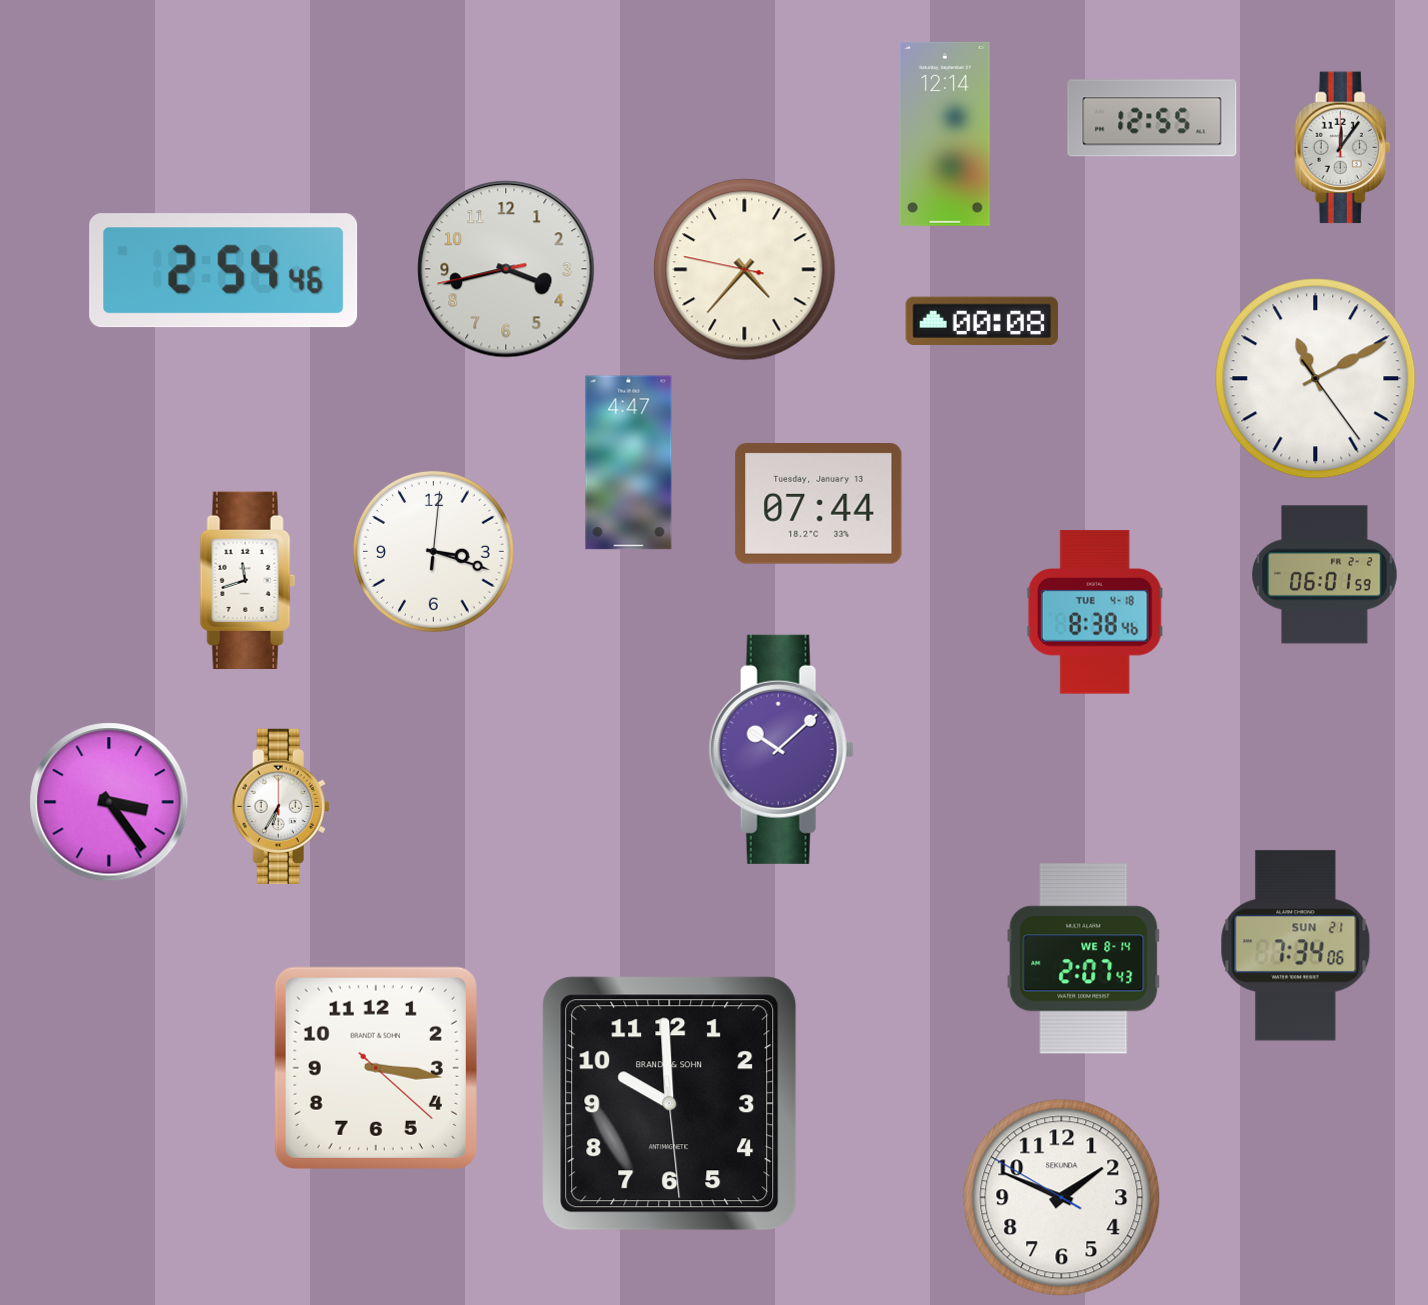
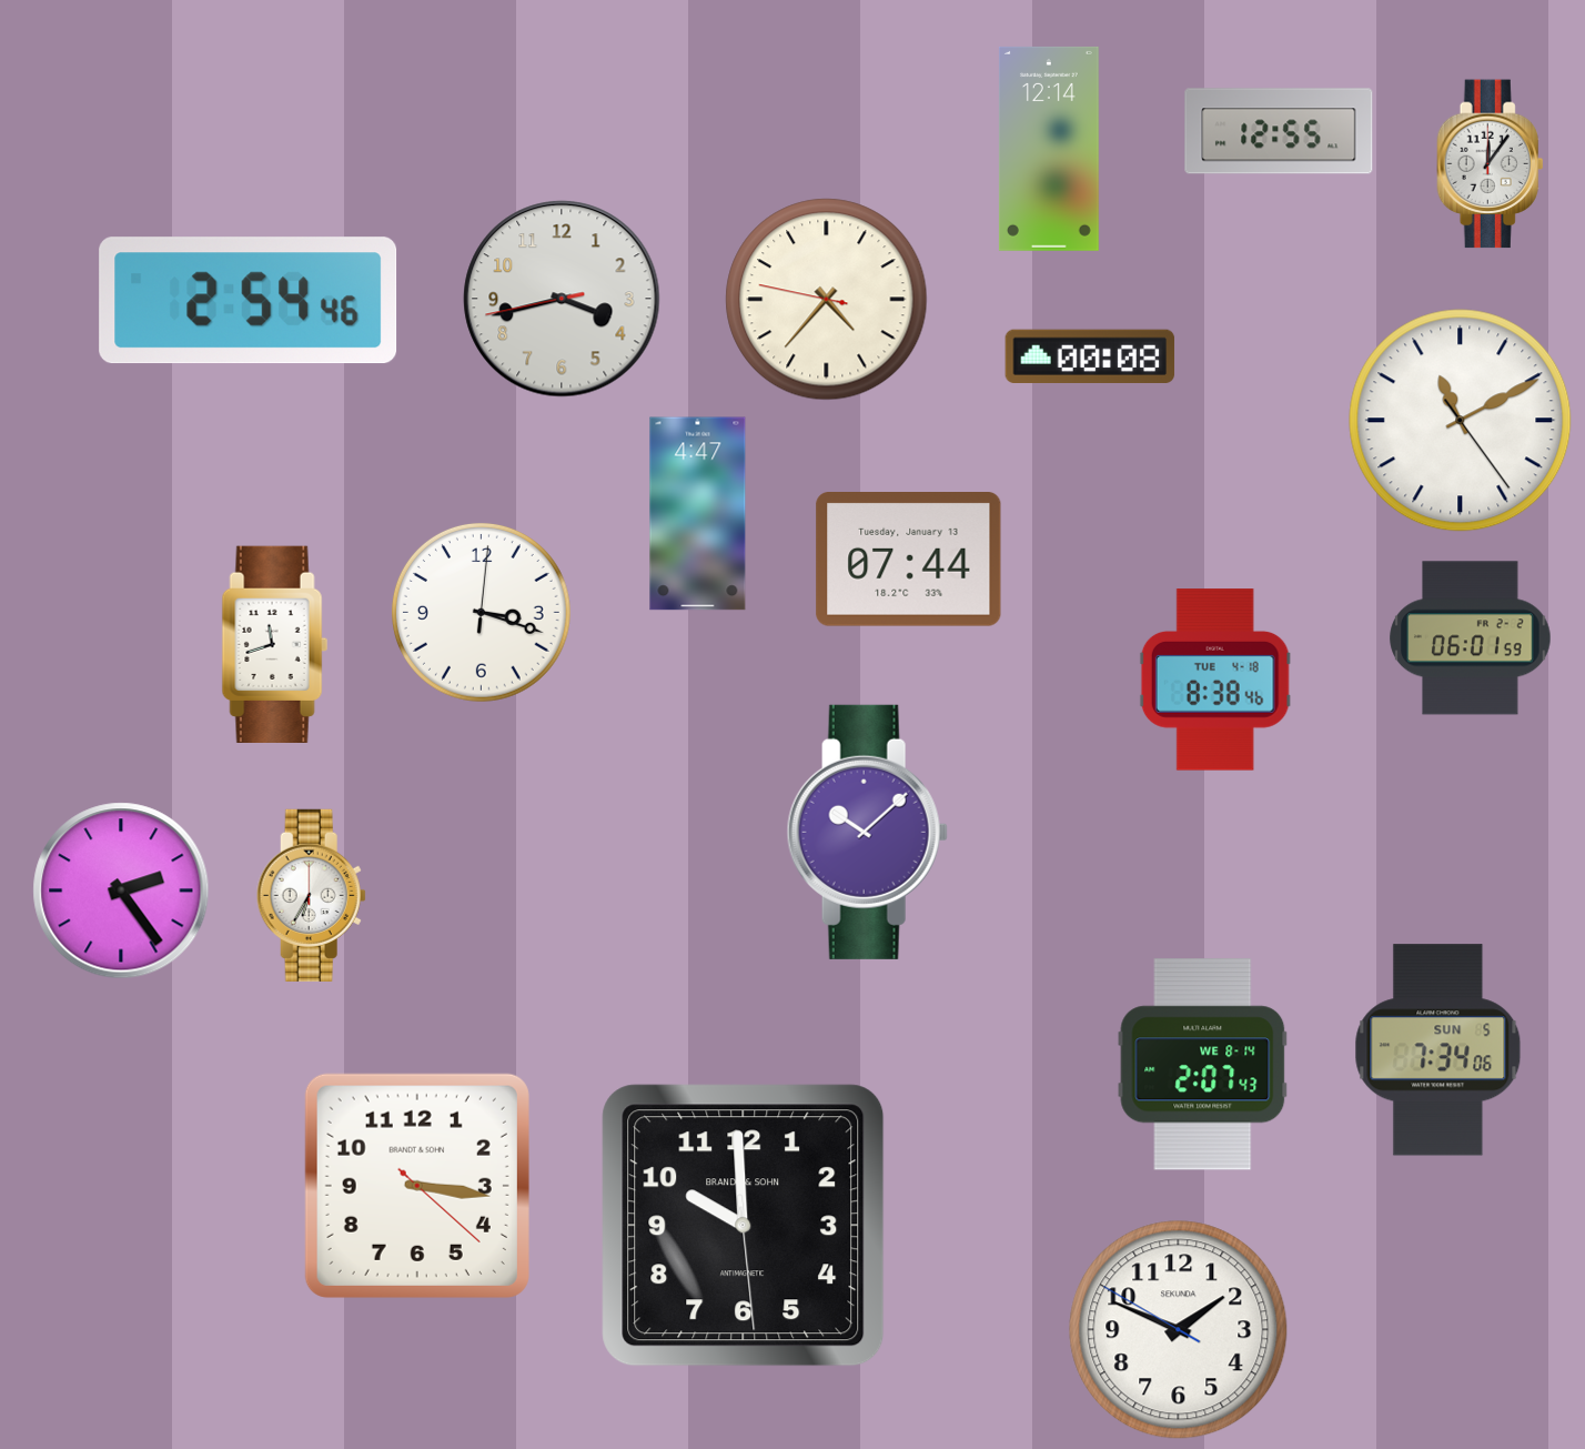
clock at (109, 802): 3:24 -> 2:24
clock at (1296, 946) date: SUN 21 -> SUN 5
